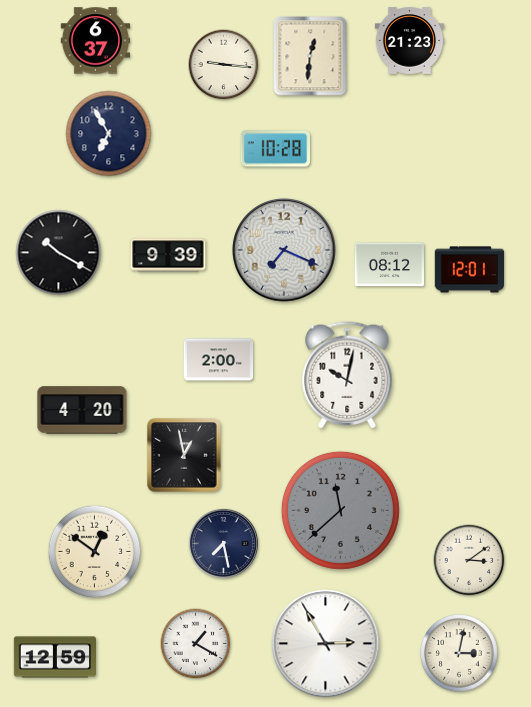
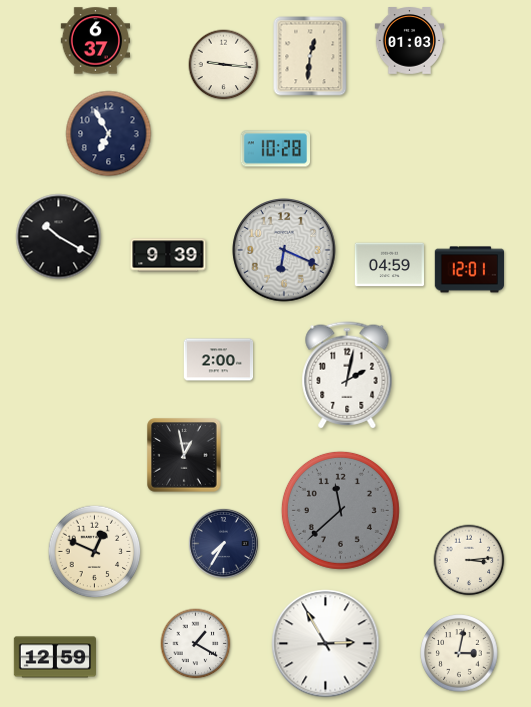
clock at (410, 41): 21:23 -> 01:03
clock at (284, 250): 7:19 -> 6:19
clock at (59, 253) position: (59, 253) -> (59, 237)
clock at (390, 265): 08:12 -> 04:59
clock at (347, 375): 10:02 -> 2:02
clock at (82, 410): 4:20 -> none
clock at (223, 543): 7:28 -> 7:35
clock at (95, 552): 12:51 -> 12:49
clock at (469, 560): 3:09 -> 3:14
